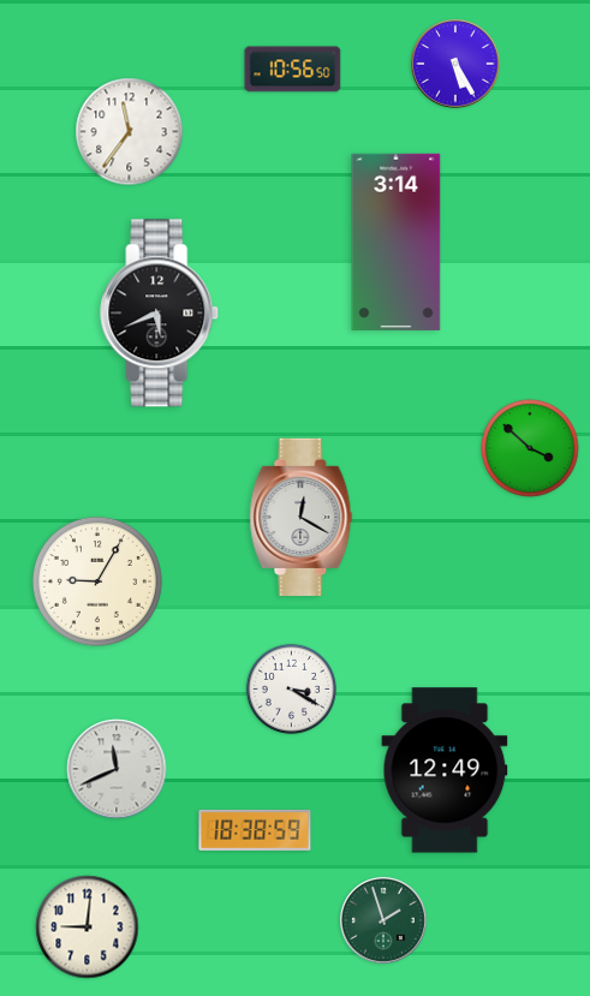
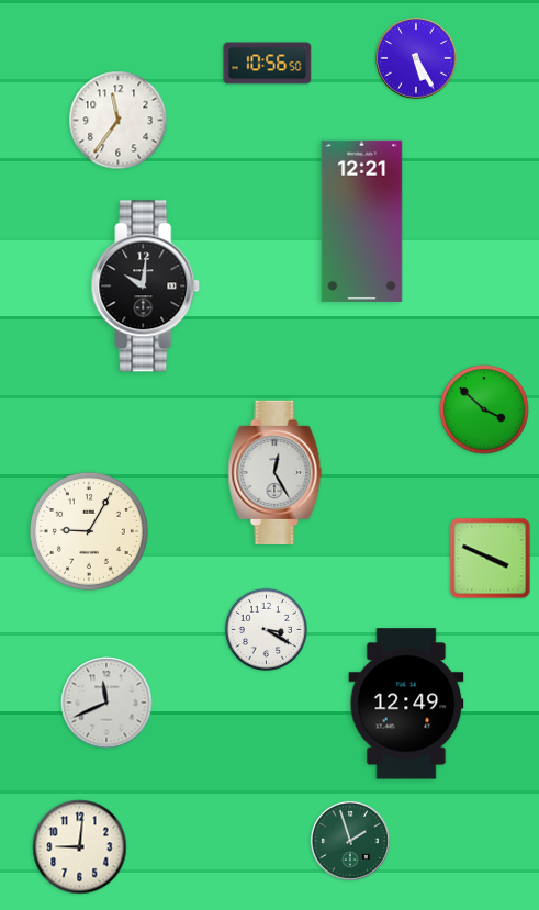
clock at (397, 241): 3:14 -> 12:21
clock at (160, 314): 5:41 -> 10:01
clock at (302, 517): 12:20 -> 12:25
clock at (491, 559): none -> 3:49
clock at (255, 830): 18:38 -> none
